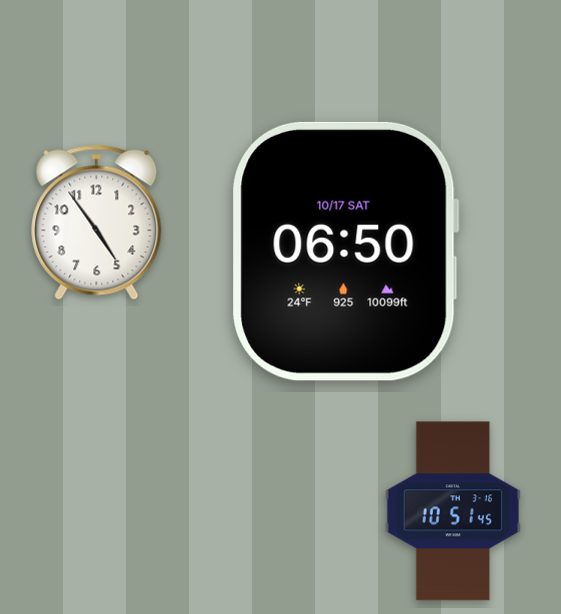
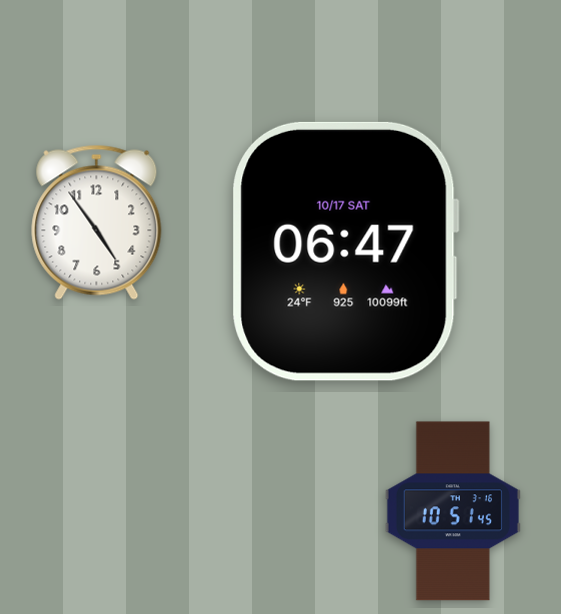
clock at (345, 251): 06:50 -> 06:47
